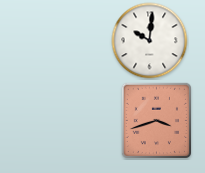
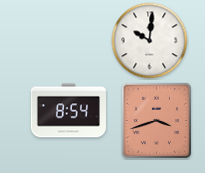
clock at (68, 111): none -> 8:54
